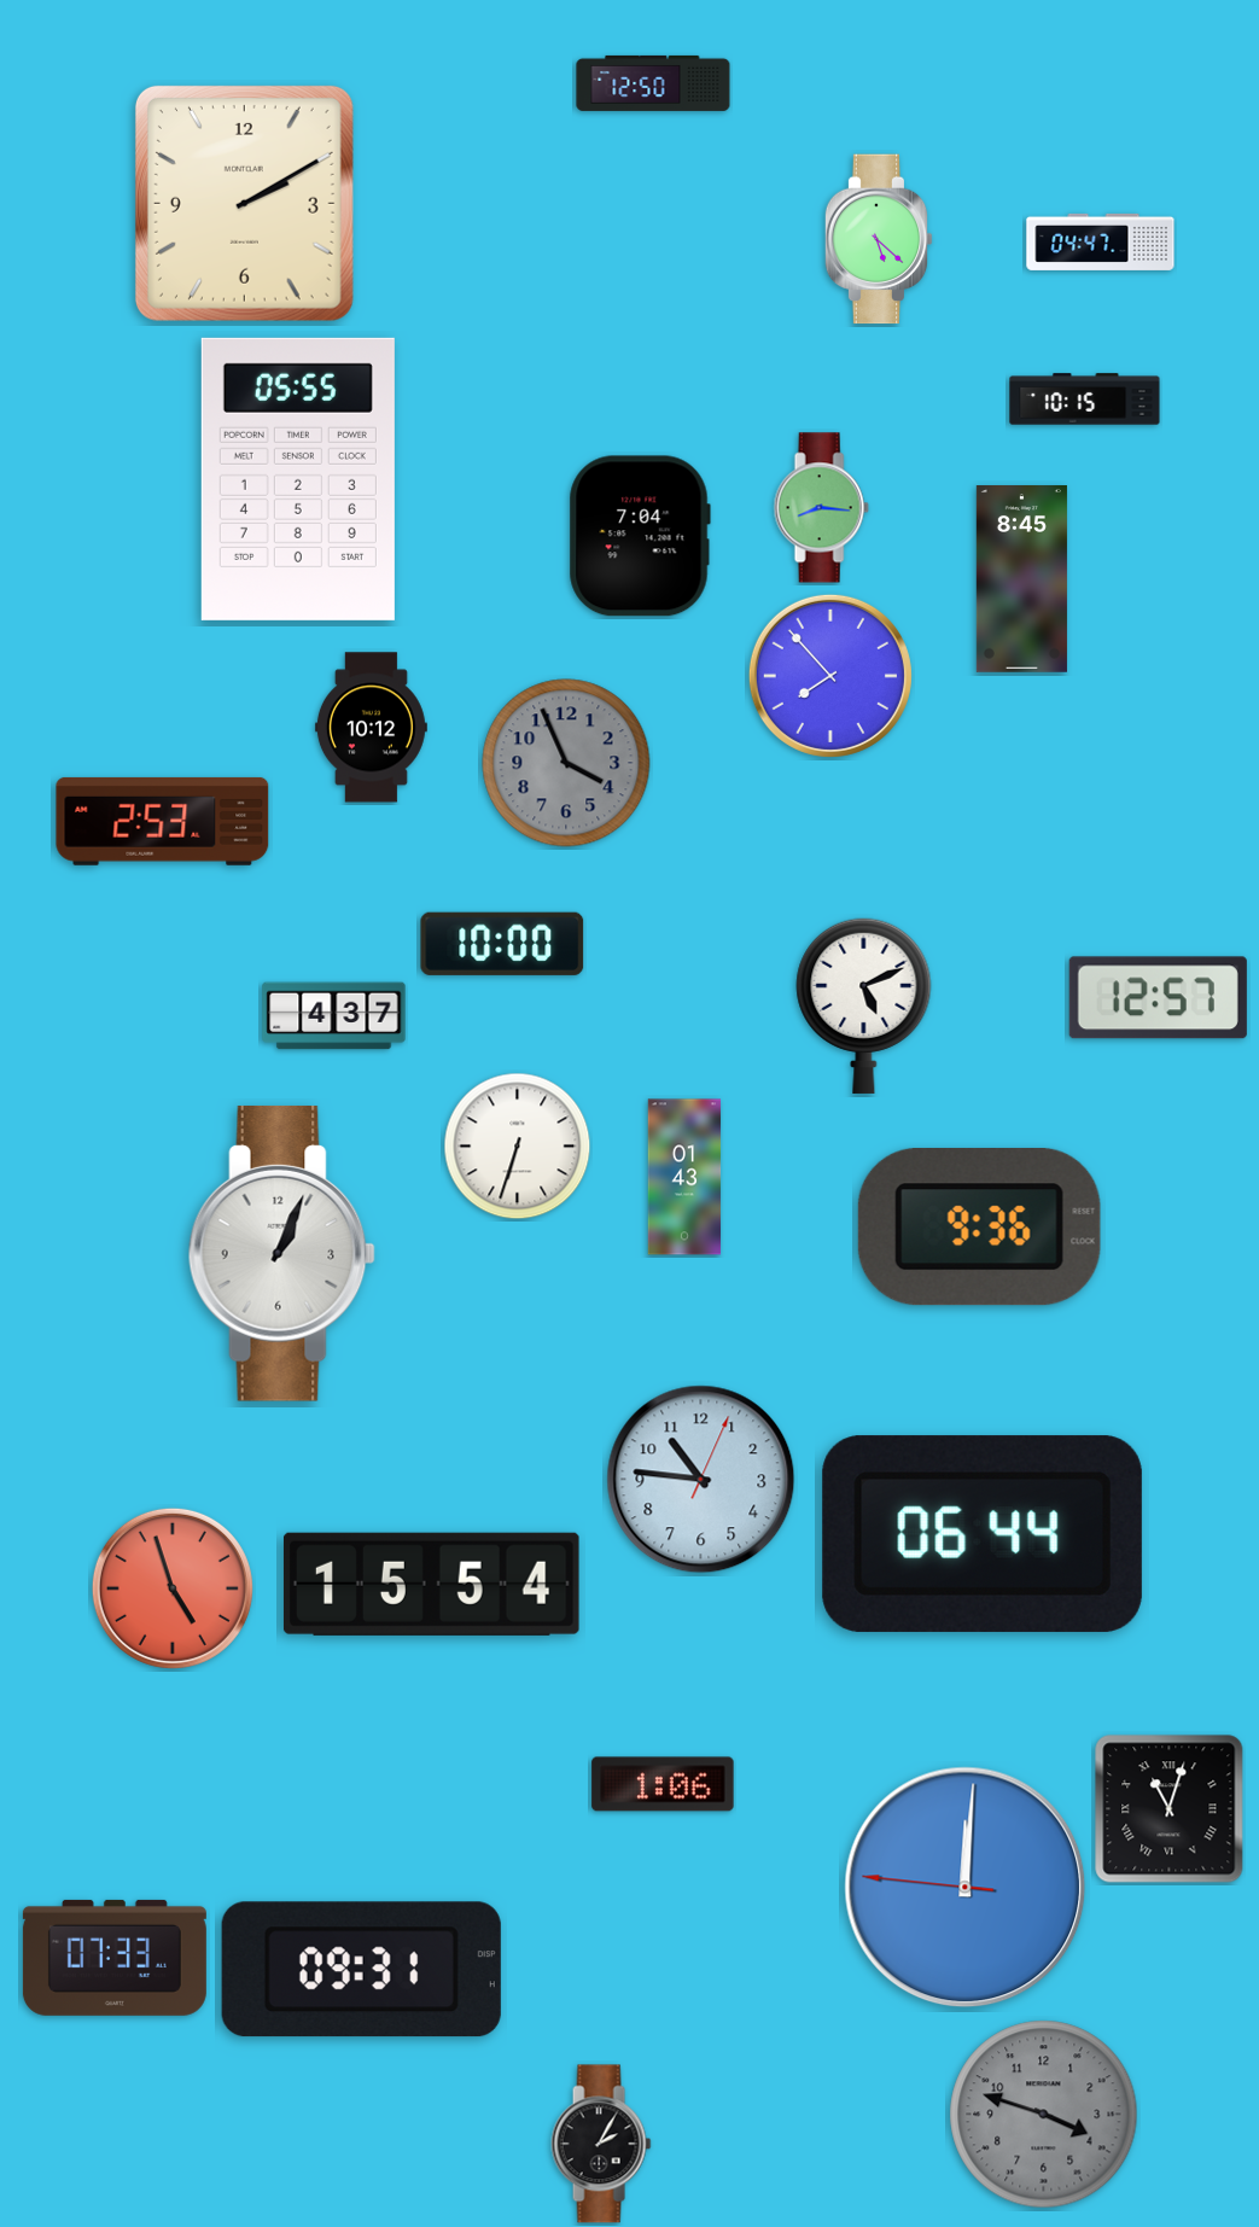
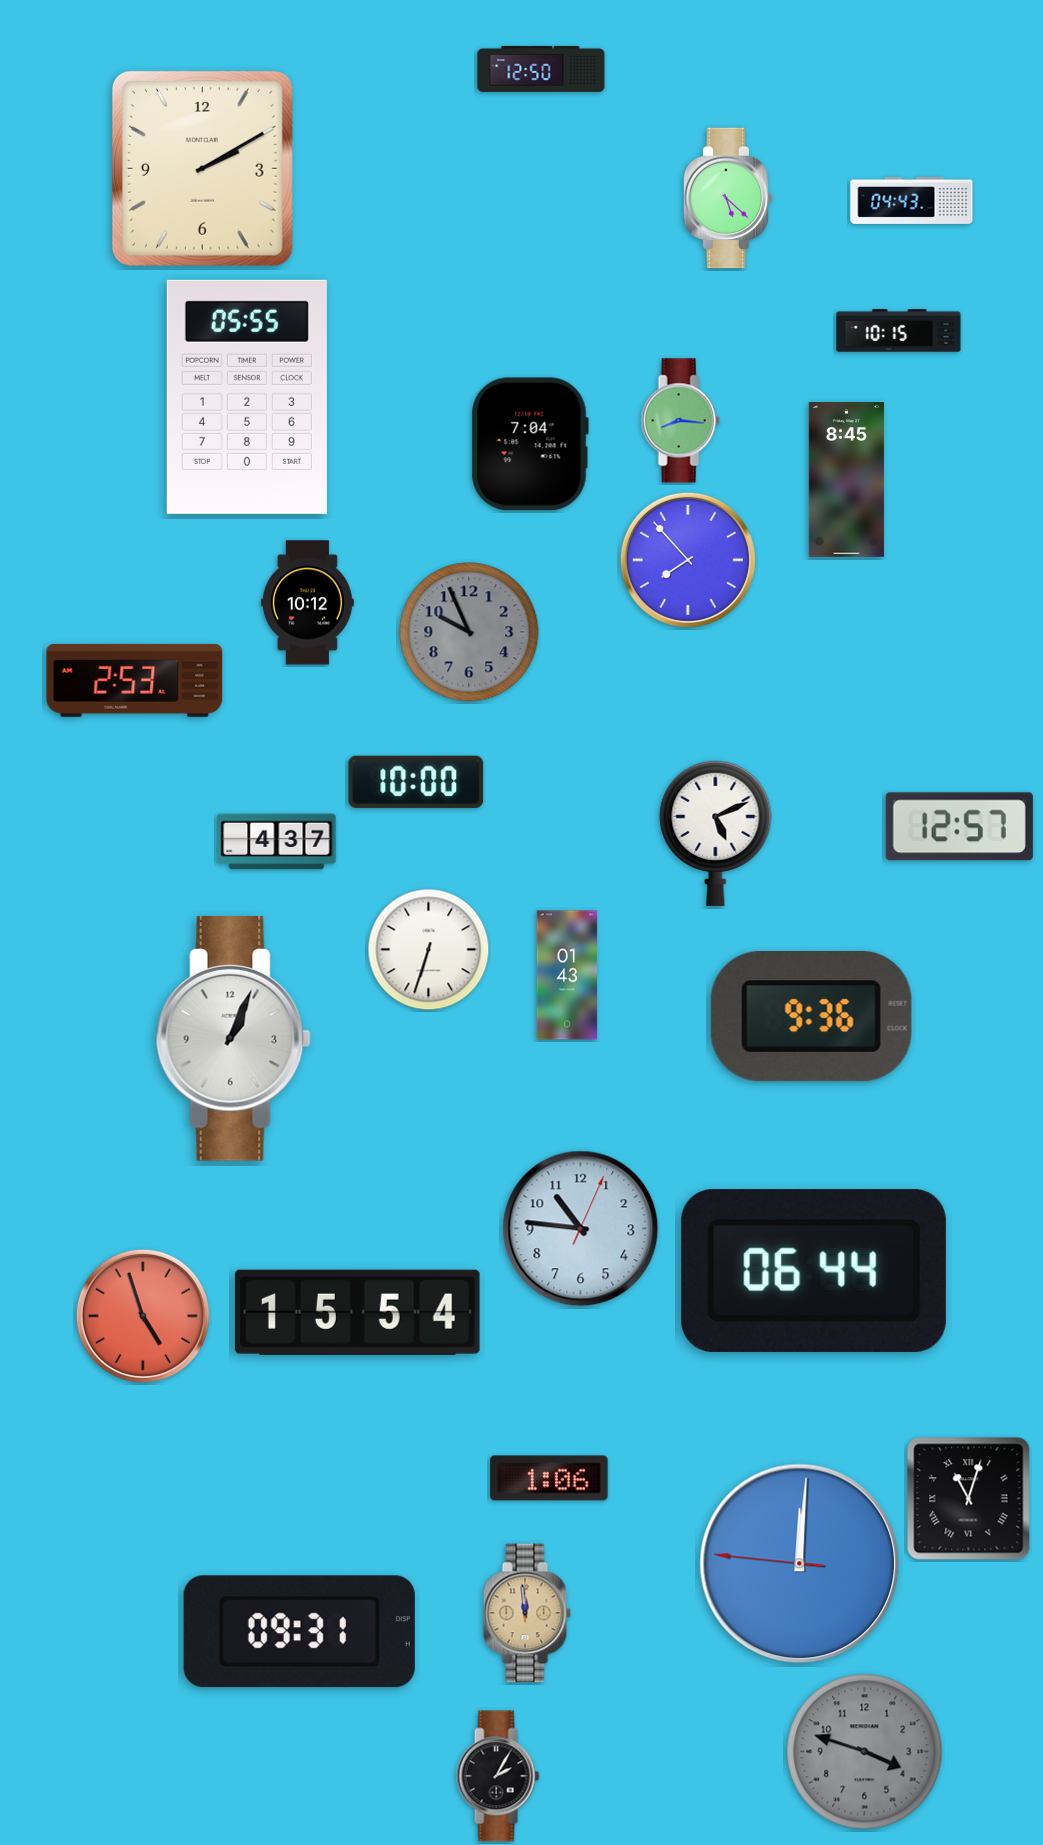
clock at (1101, 241): 04:47 -> 04:43
clock at (566, 763): 3:56 -> 9:56
clock at (701, 1480) position: (701, 1480) -> (581, 1229)
clock at (527, 1613): none -> 11:59
clock at (115, 1958): 07:33 -> none
